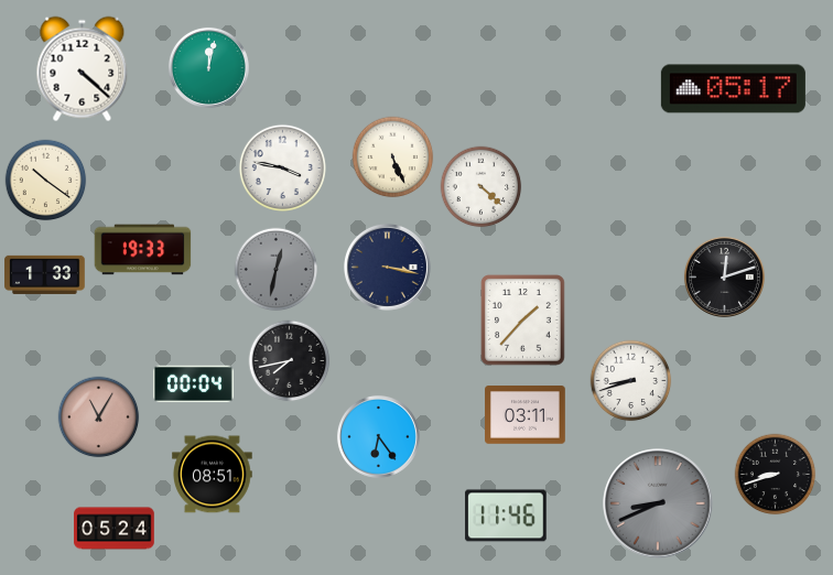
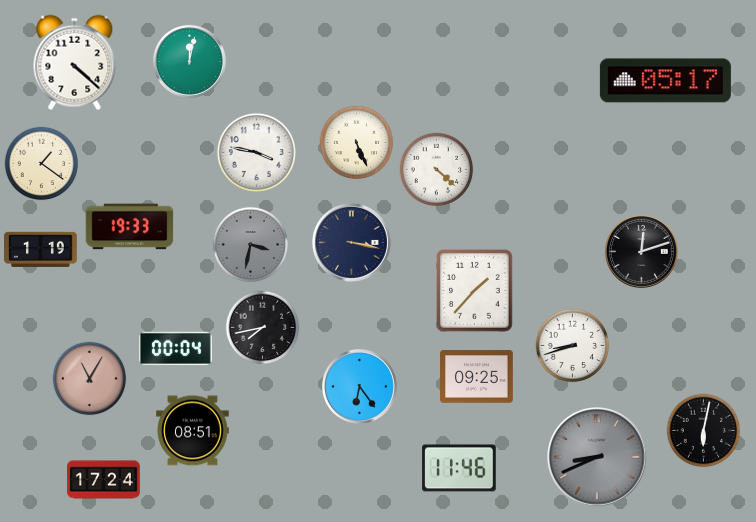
clock at (46, 181): 10:21 -> 1:21
clock at (277, 270): 12:32 -> 3:32
clock at (45, 274): 1:33 -> 1:19
clock at (724, 276) position: (724, 276) -> (641, 251)
clock at (526, 415): 03:11 -> 09:25
clock at (378, 436) position: (378, 436) -> (359, 386)
clock at (776, 475): 8:42 -> 6:02
clock at (115, 529): 05:24 -> 17:24
